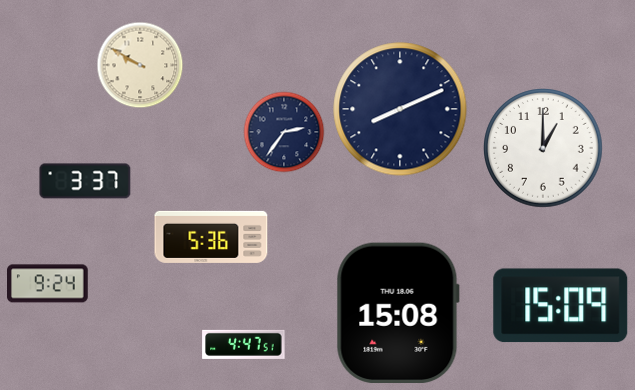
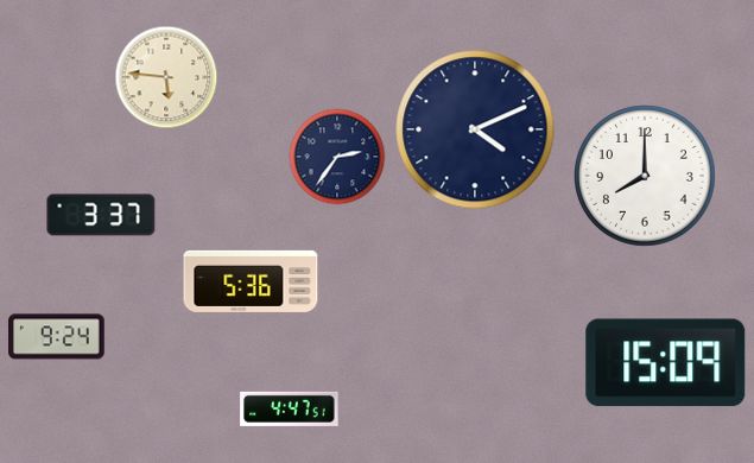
clock at (140, 65): 9:50 -> 5:46
clock at (400, 109): 8:11 -> 4:11
clock at (544, 149): 1:00 -> 8:00
clock at (398, 312): 15:08 -> none
